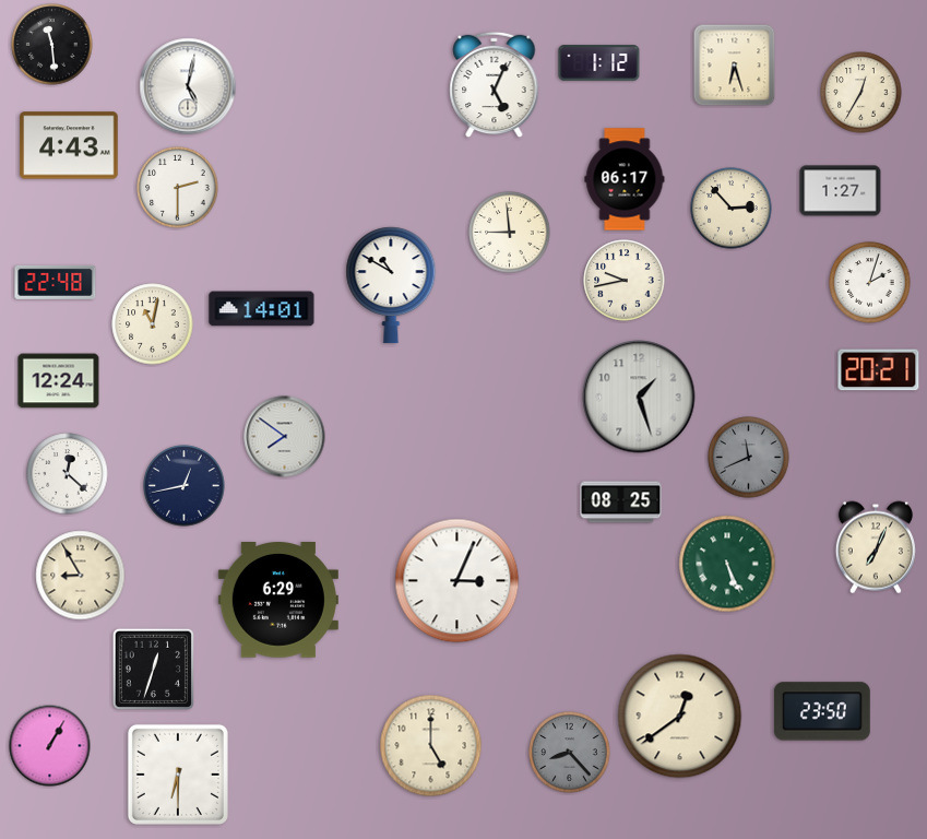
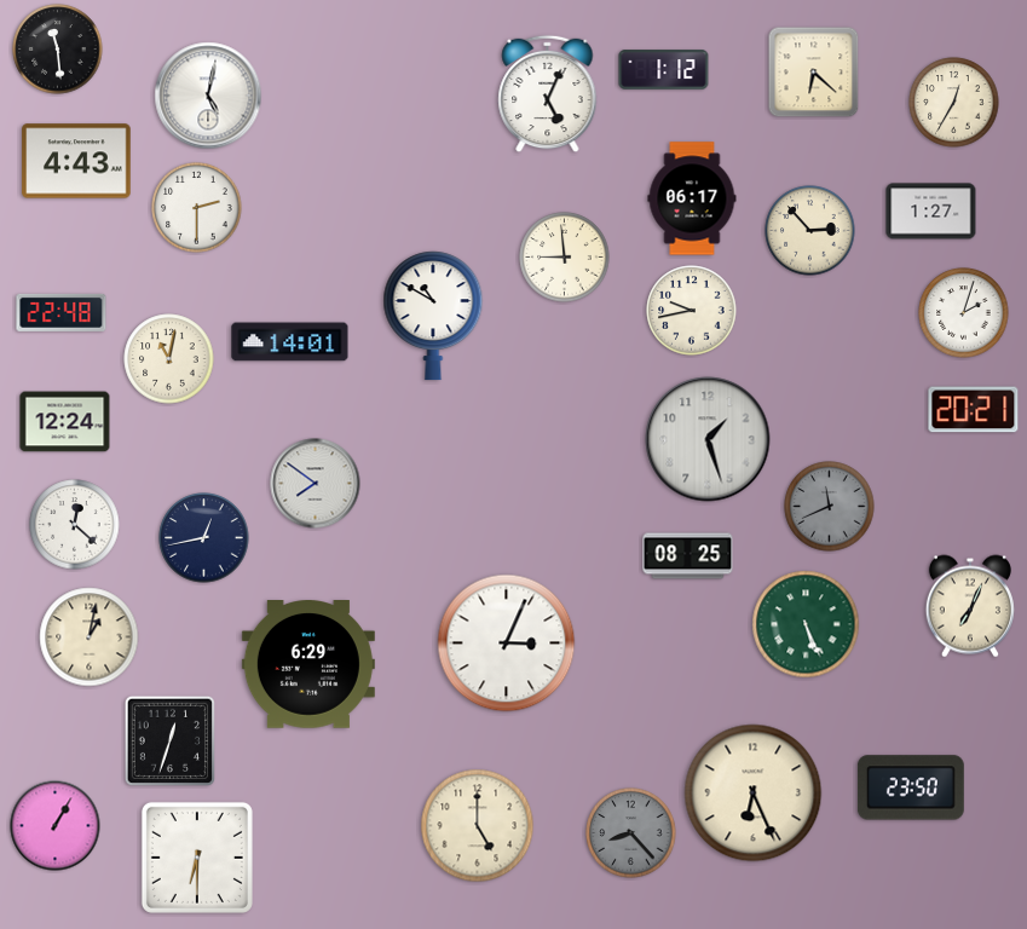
clock at (735, 66): 6:27 -> 6:22
clock at (81, 576): 8:55 -> 1:02
clock at (680, 717): 12:39 -> 6:26
